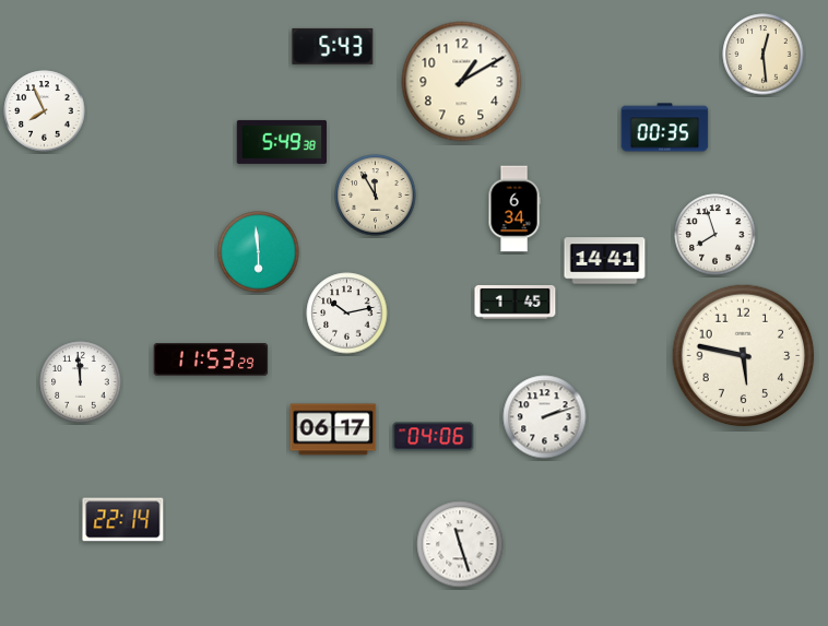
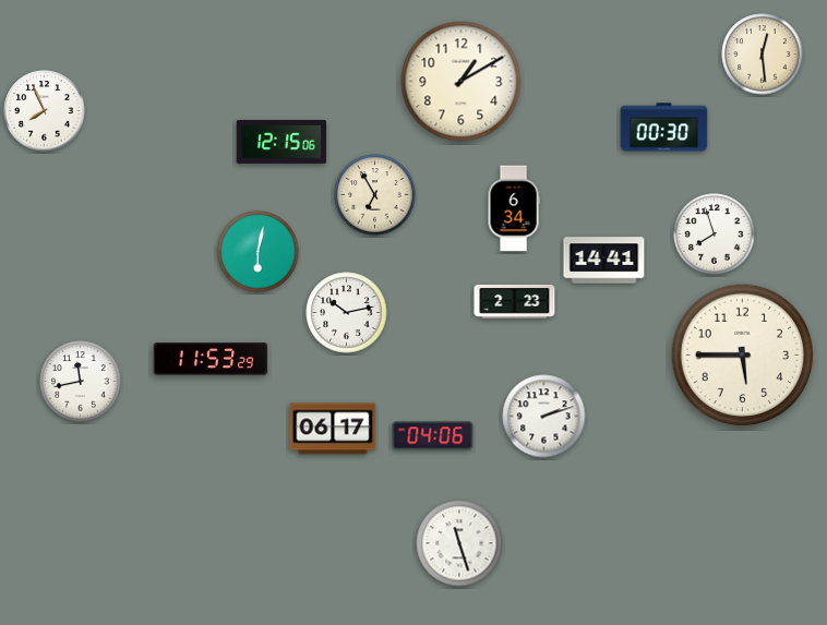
clock at (333, 46): 5:43 -> none
clock at (665, 128): 00:35 -> 00:30
clock at (282, 142): 5:49 -> 12:15
clock at (376, 196): 11:55 -> 6:55
clock at (259, 252): 5:59 -> 6:02
clock at (516, 302): 1:45 -> 2:23
clock at (744, 356): 5:47 -> 5:45
clock at (81, 382): 11:59 -> 11:43
clock at (123, 520): 22:14 -> none
